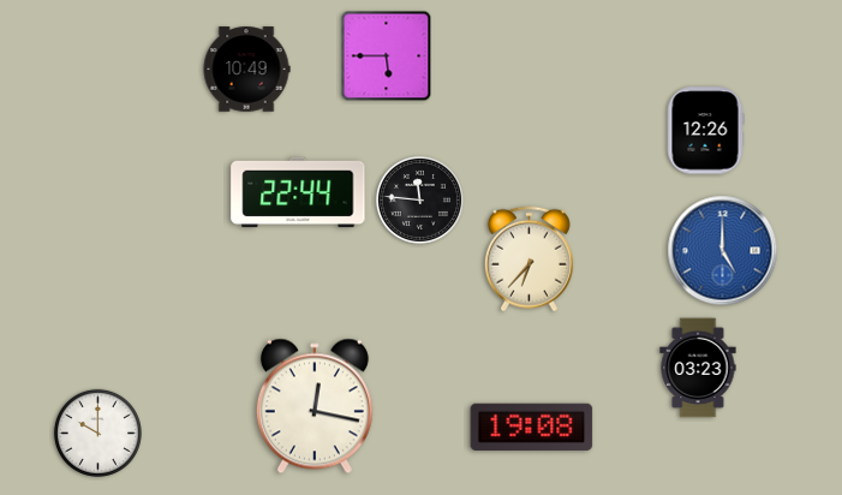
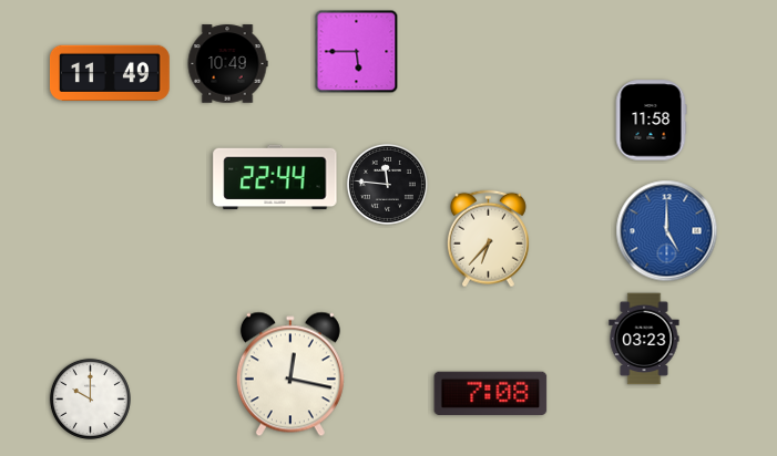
clock at (110, 72): none -> 11:49
clock at (705, 131): 12:26 -> 11:58
clock at (532, 427): 19:08 -> 7:08
